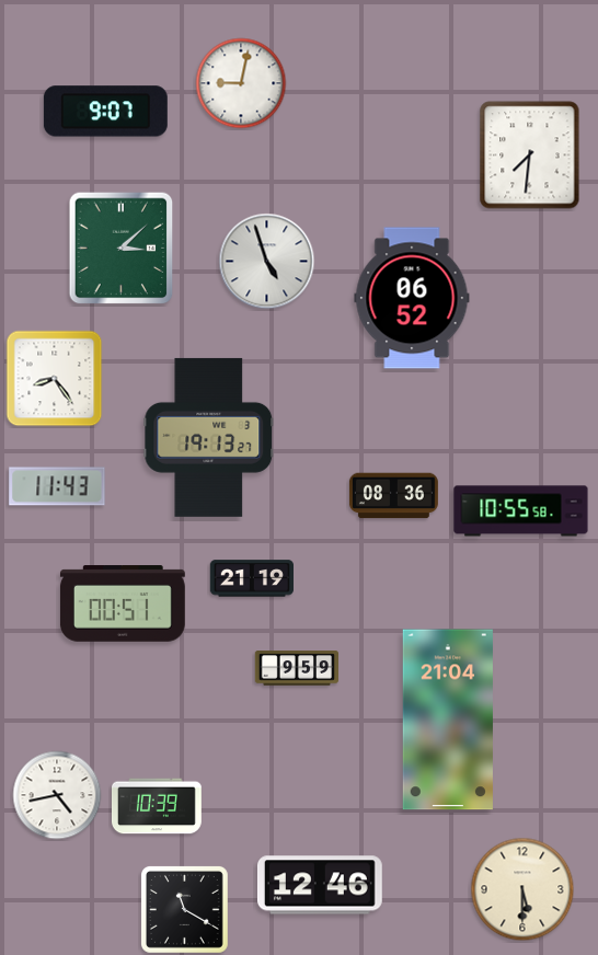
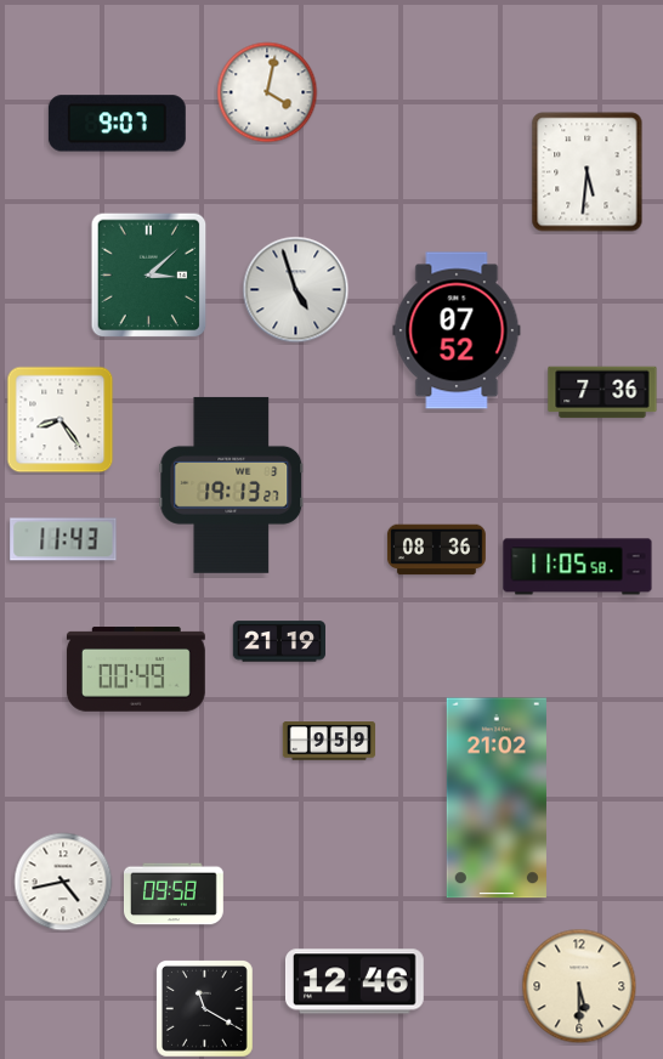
clock at (241, 83): 9:02 -> 4:02
clock at (530, 156): 7:31 -> 5:31
clock at (122, 249) position: (122, 249) -> (149, 276)
clock at (412, 298): 06:52 -> 07:52
clock at (602, 392): none -> 7:36
clock at (521, 511): 10:55 -> 11:05
clock at (123, 603): 00:51 -> 00:49
clock at (448, 720): 21:04 -> 21:02
clock at (158, 806): 10:39 -> 09:58
